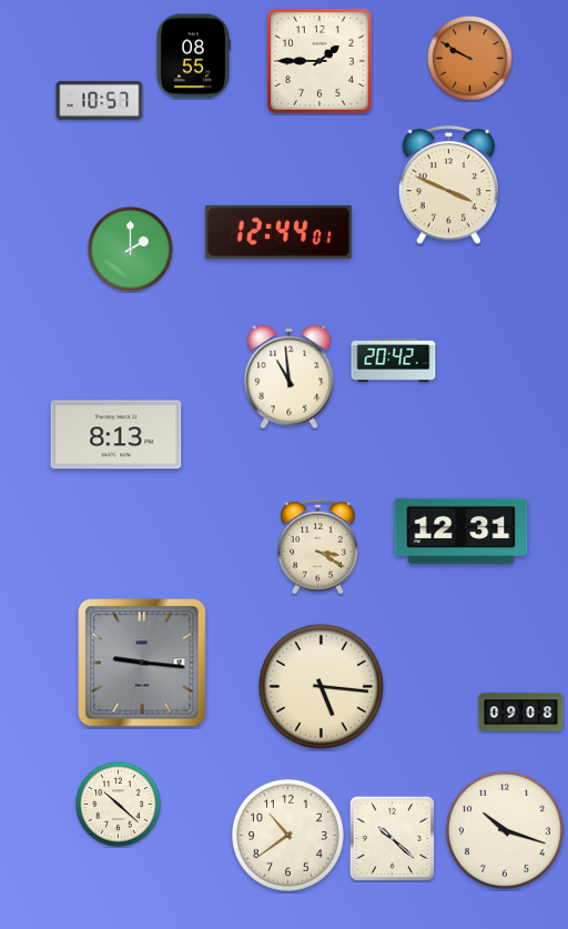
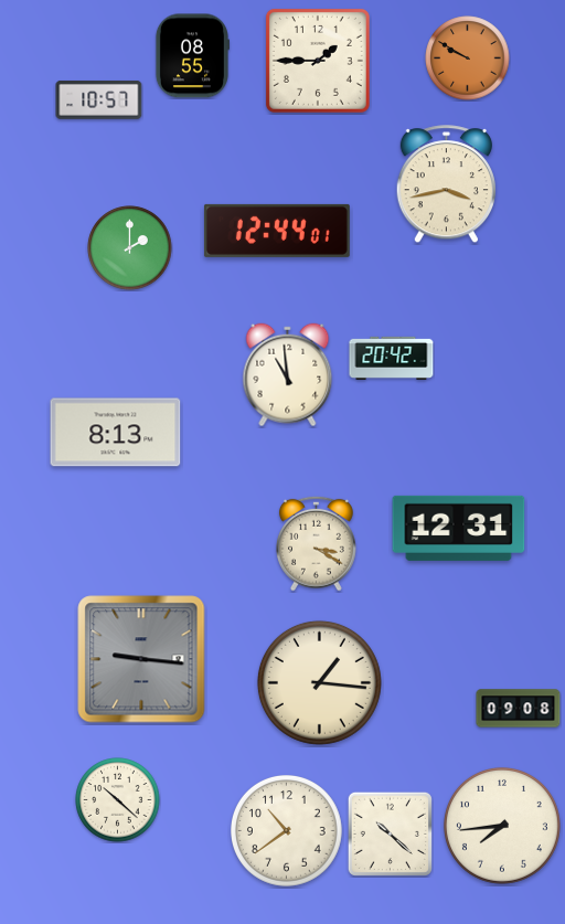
clock at (448, 185): 3:49 -> 3:43
clock at (321, 686): 5:16 -> 1:16
clock at (505, 830): 10:18 -> 7:44
